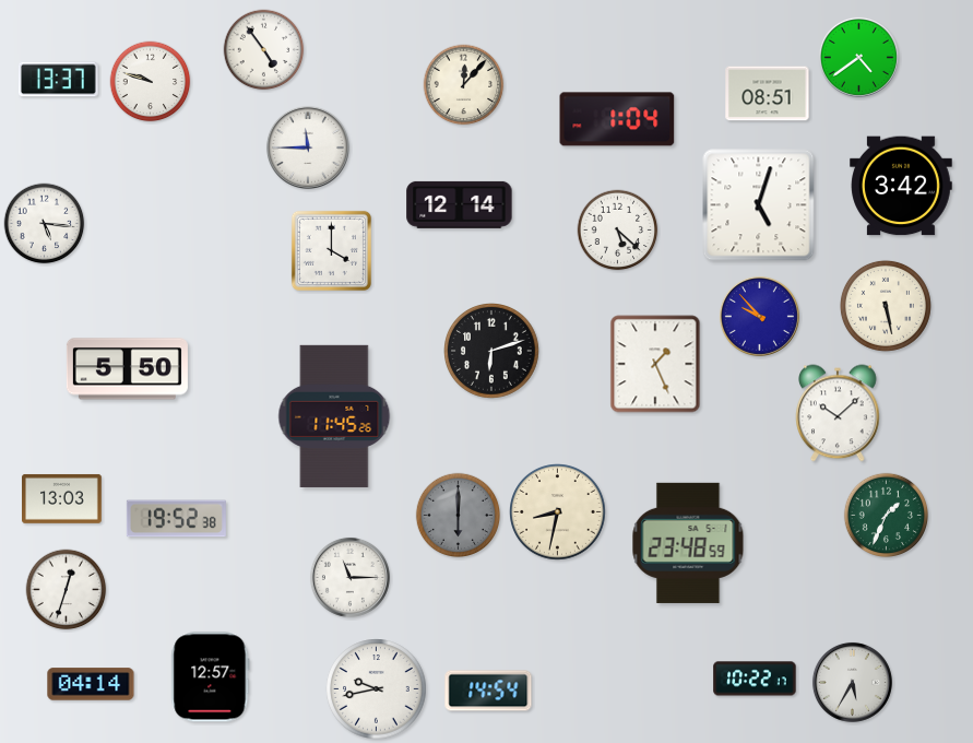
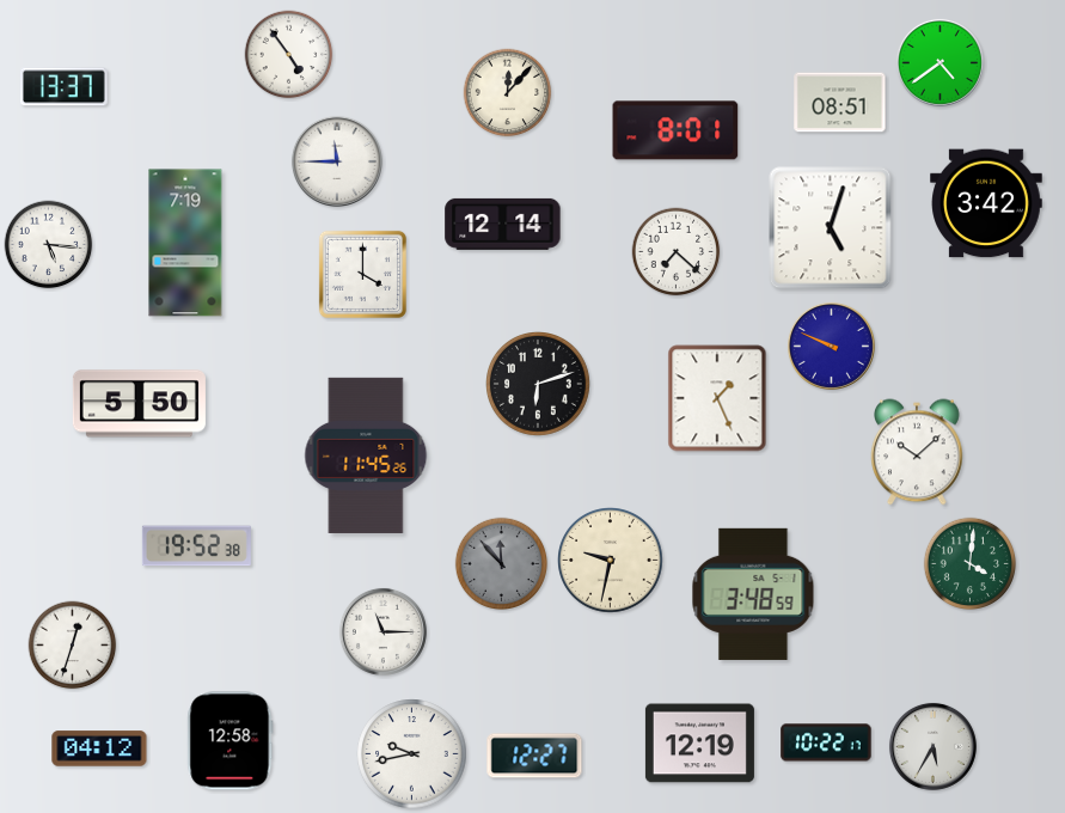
clock at (151, 82): 9:48 -> none
clock at (617, 119): 1:04 -> 8:01
clock at (759, 205) position: (759, 205) -> (831, 228)
clock at (185, 243): none -> 7:19
clock at (618, 231): 5:22 -> 7:22
clock at (886, 306): 5:28 -> none
clock at (759, 316): 9:53 -> 9:49
clock at (62, 498): 13:03 -> none
clock at (558, 512): 8:32 -> 9:32
clock at (459, 516): 6:00 -> 11:53
clock at (887, 516): 1:34 -> 4:01
clock at (176, 519) position: (176, 519) -> (196, 546)
clock at (688, 543): 23:48 -> 3:48
clock at (211, 677): 12:57 -> 12:58
clock at (699, 744): none -> 12:19
clock at (91, 684): 04:14 -> 04:12
clock at (488, 691): 14:54 -> 12:27
